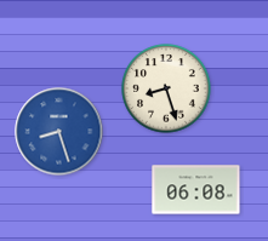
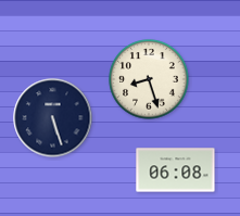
clock at (59, 132): 8:27 -> 5:27
clock at (59, 132) dial: blue -> navy
